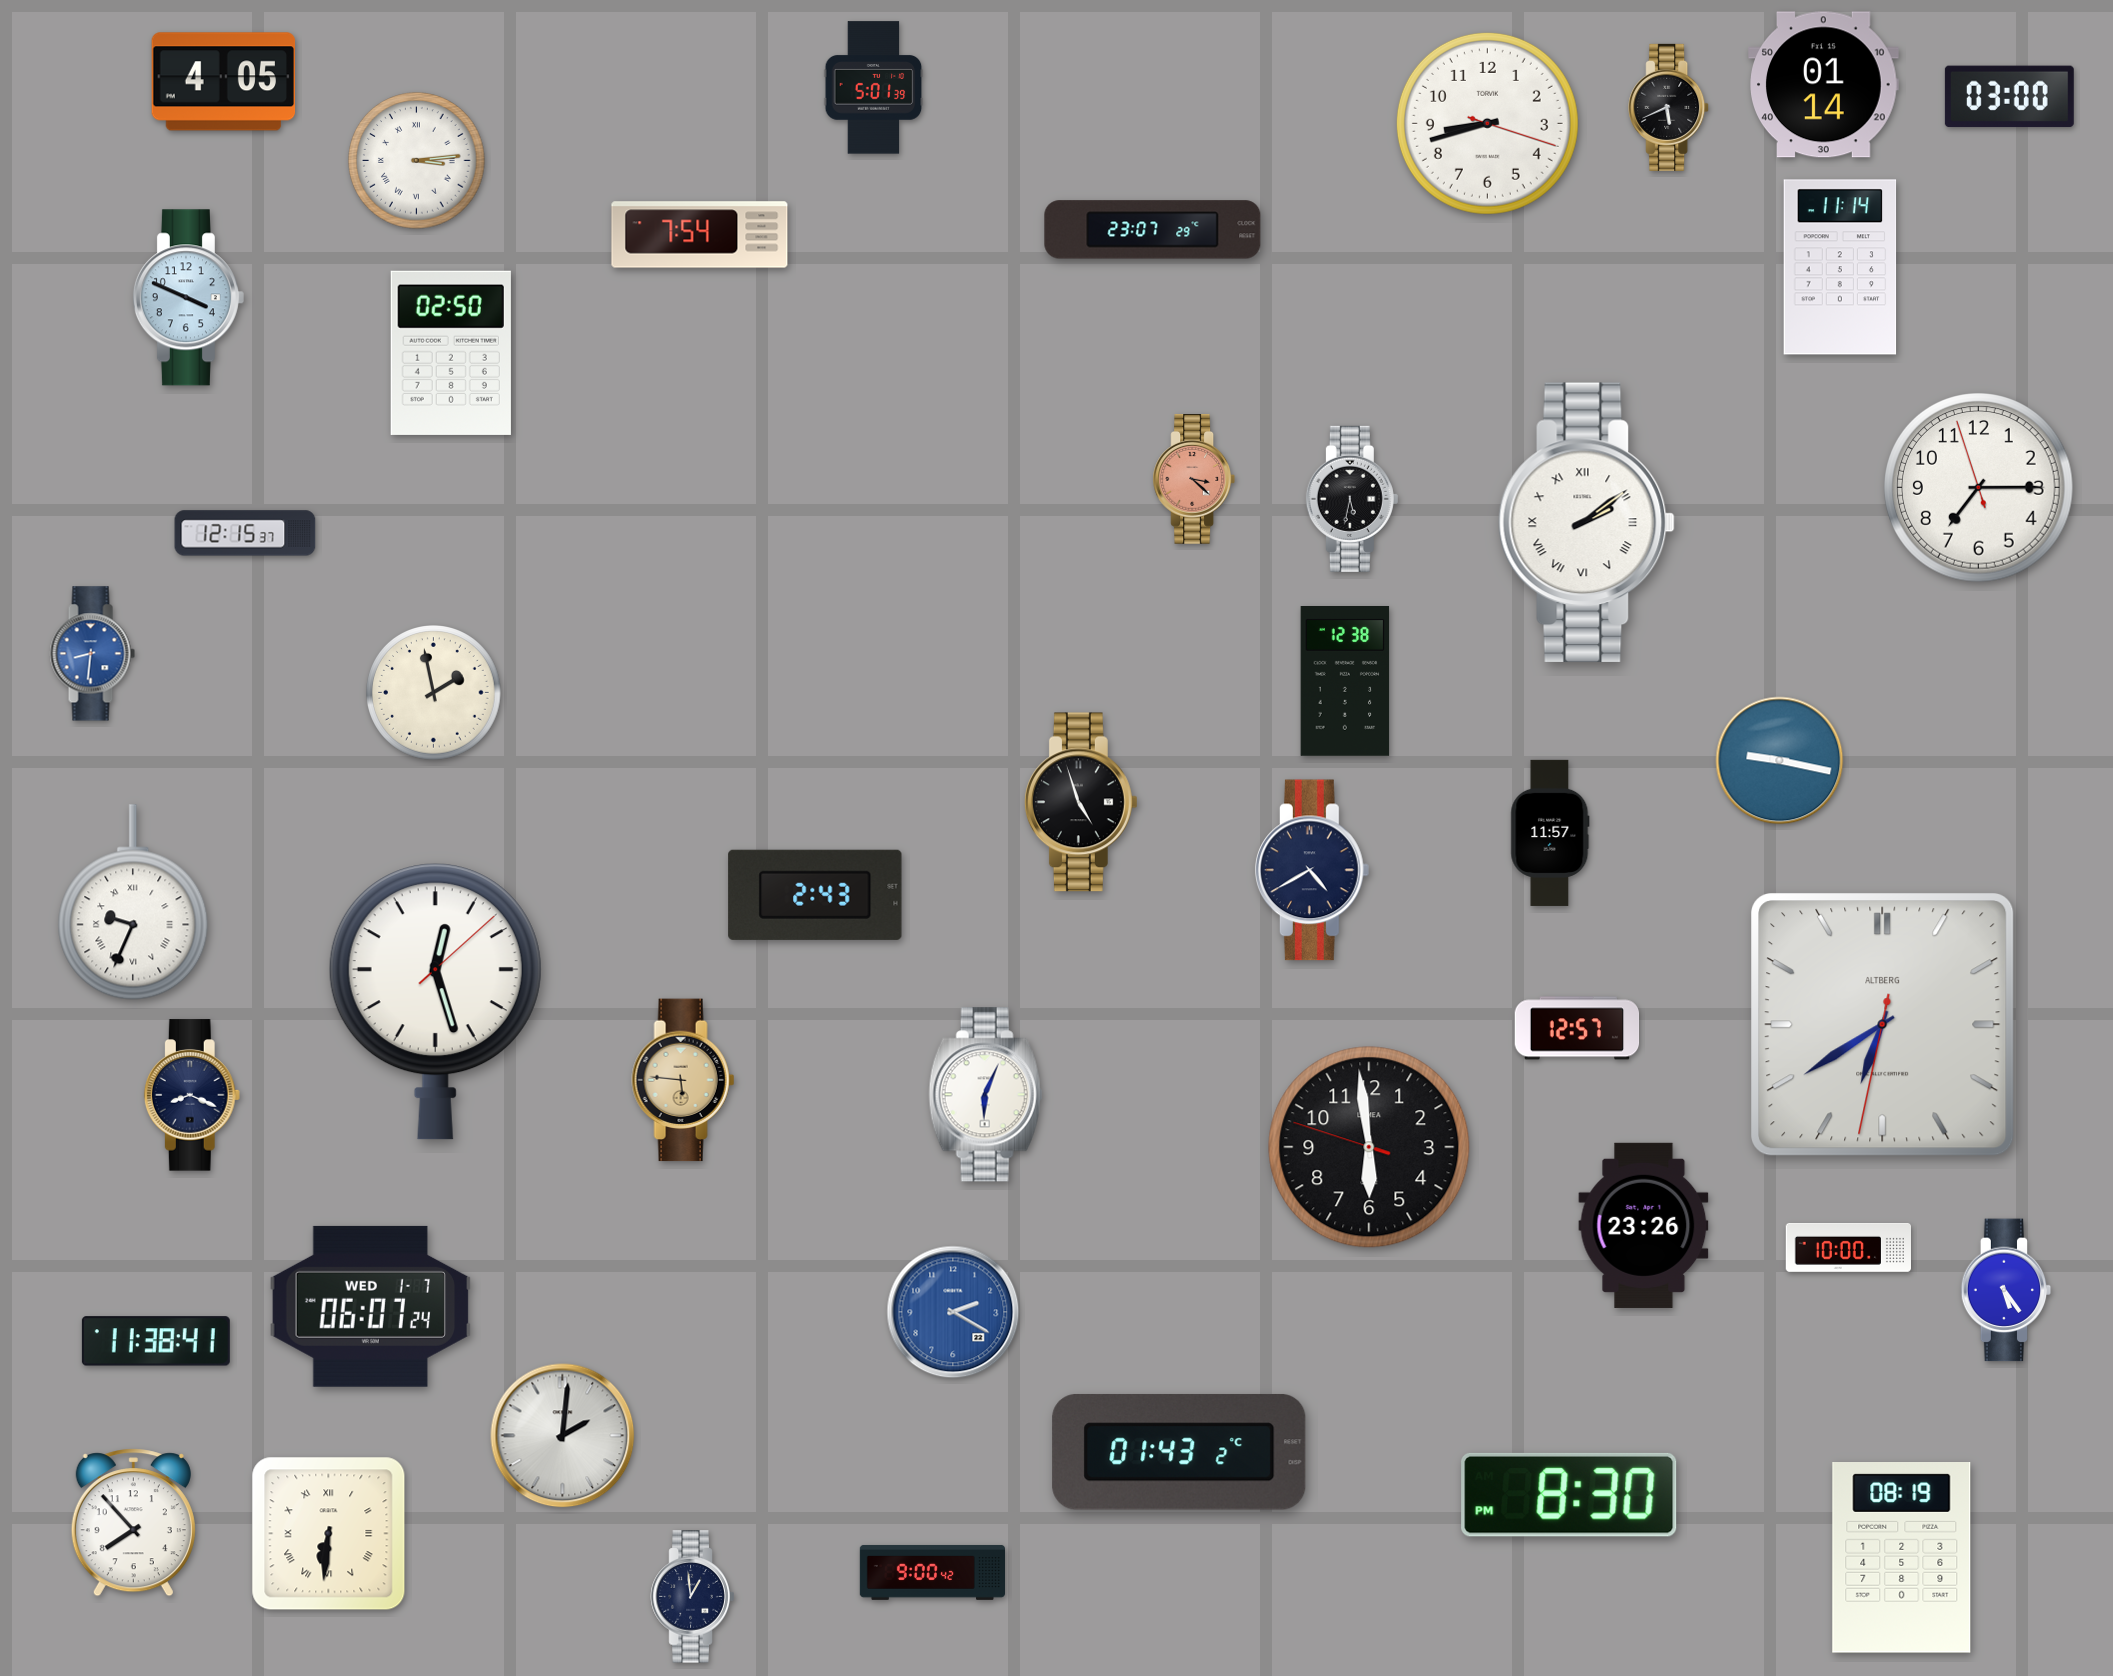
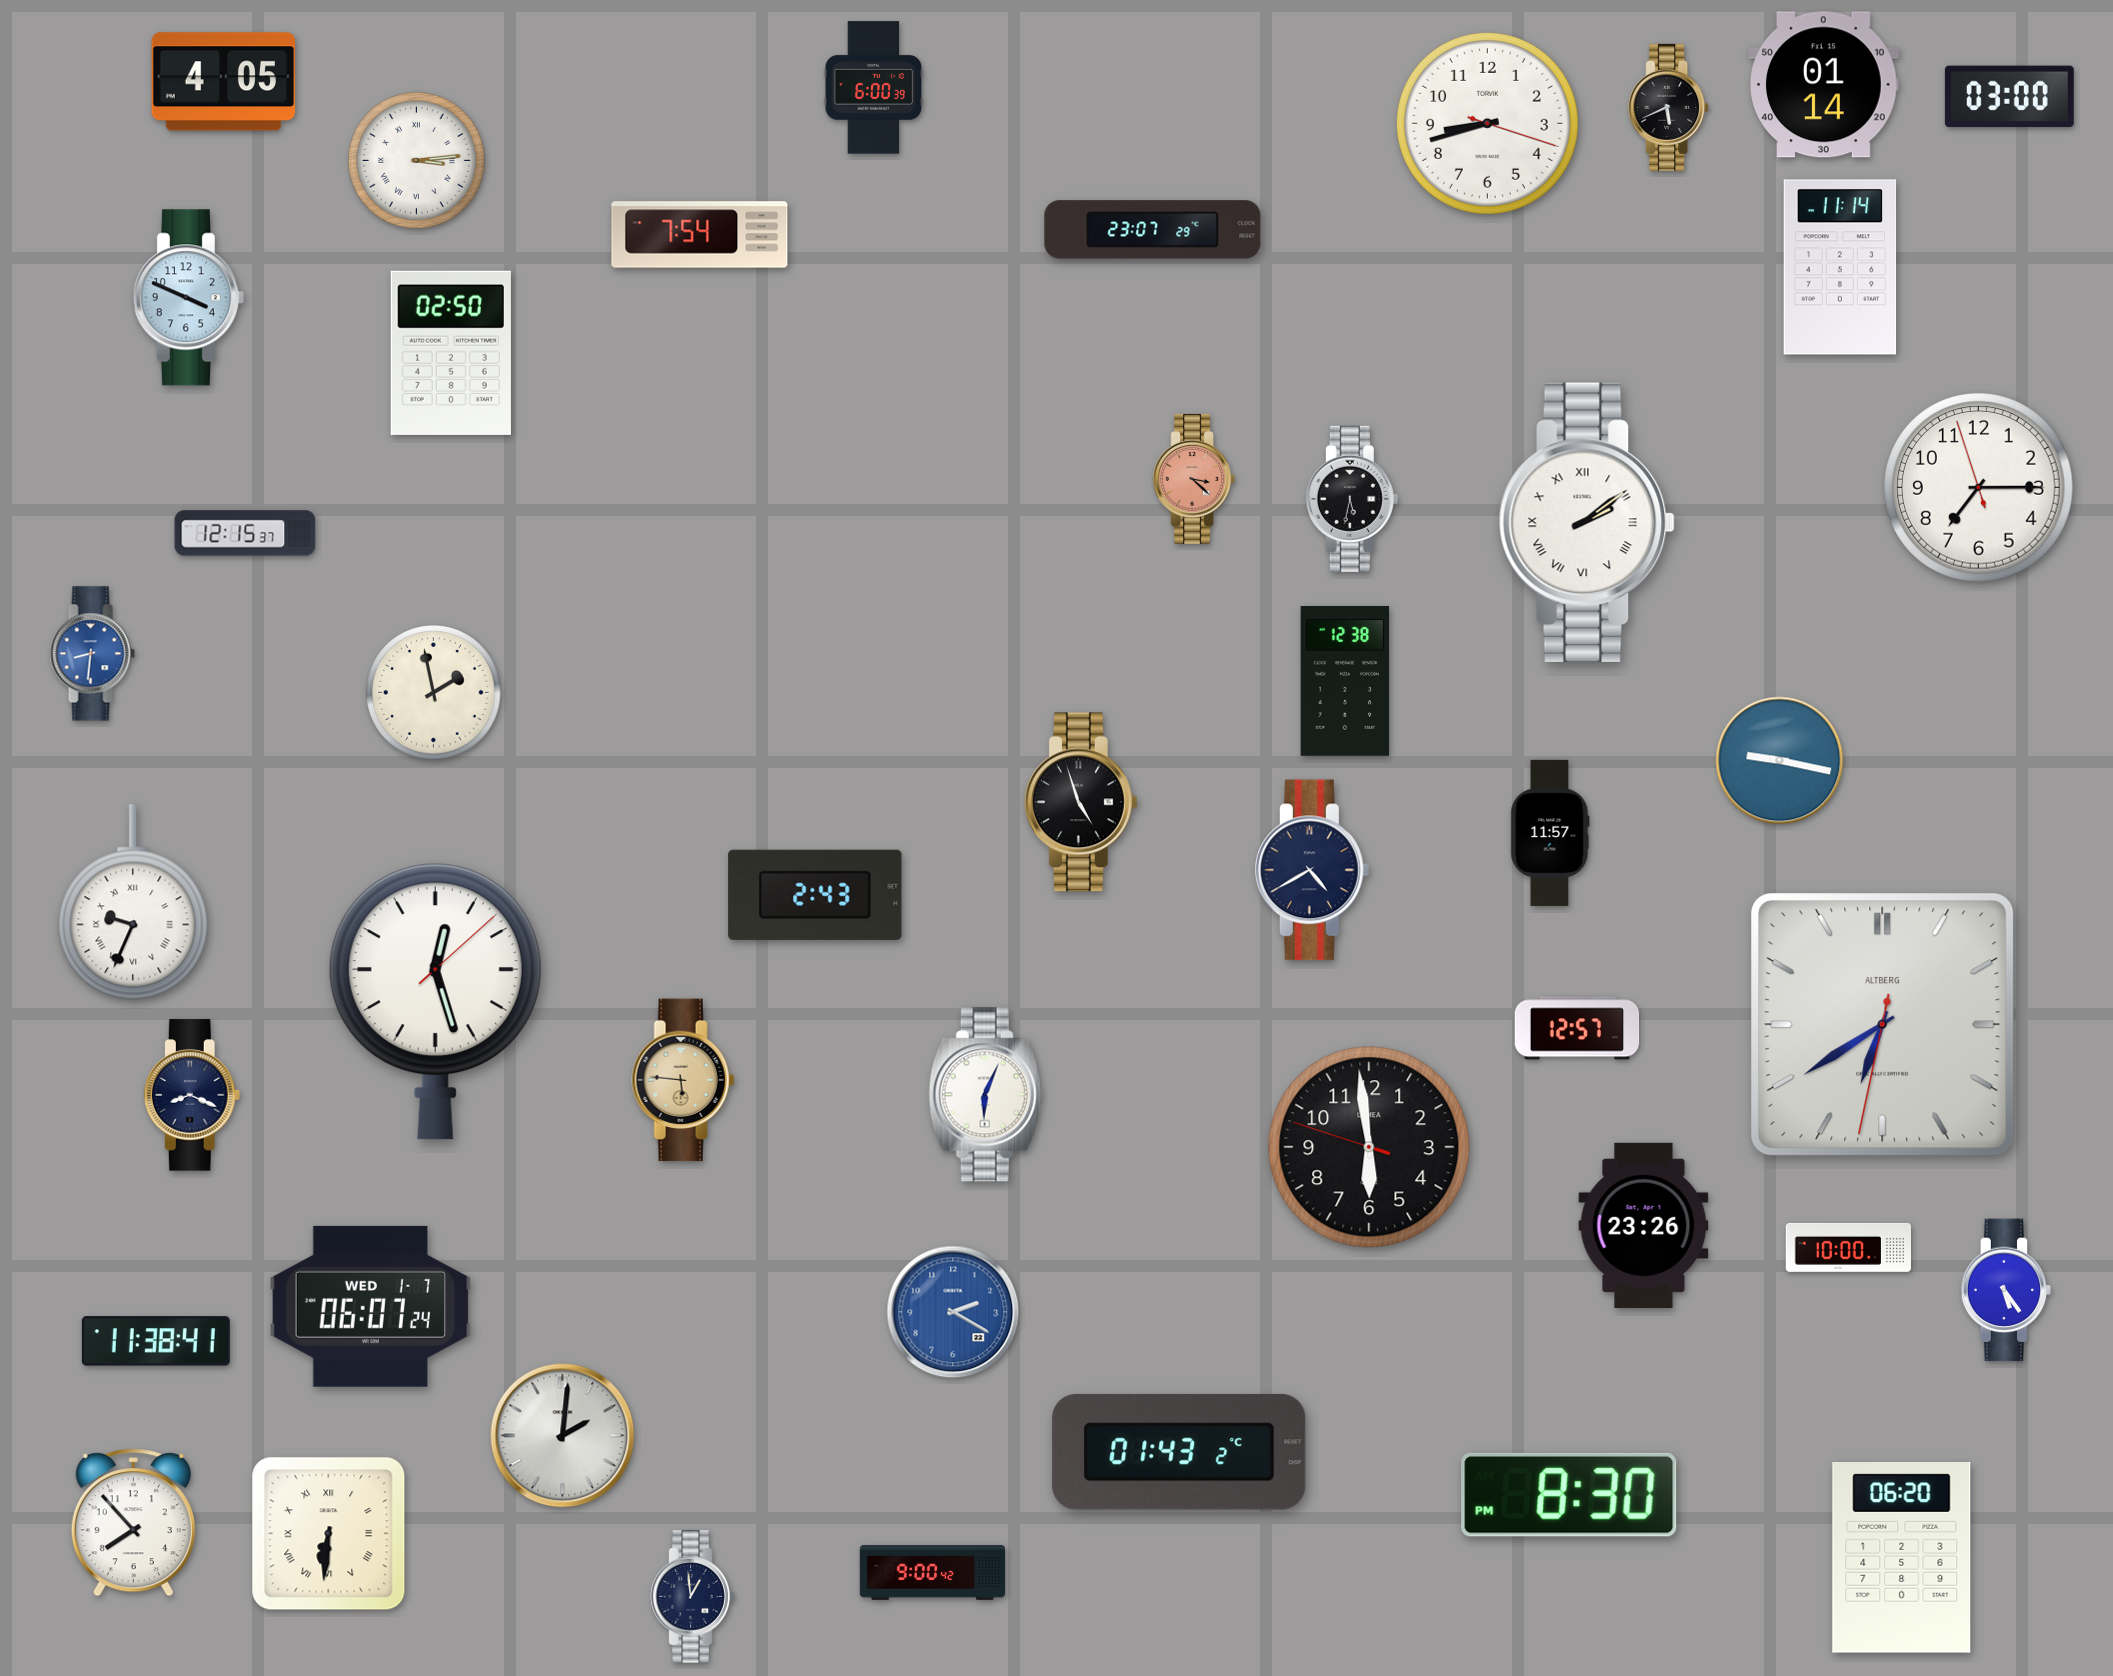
clock at (874, 88): 5:01 -> 6:00
clock at (1902, 1558): 08:19 -> 06:20
